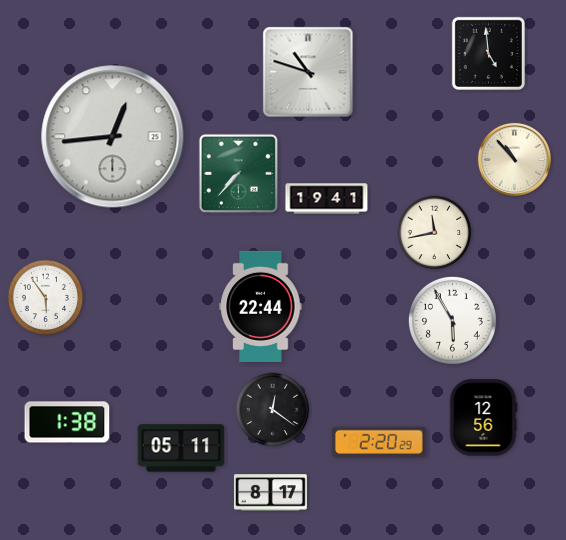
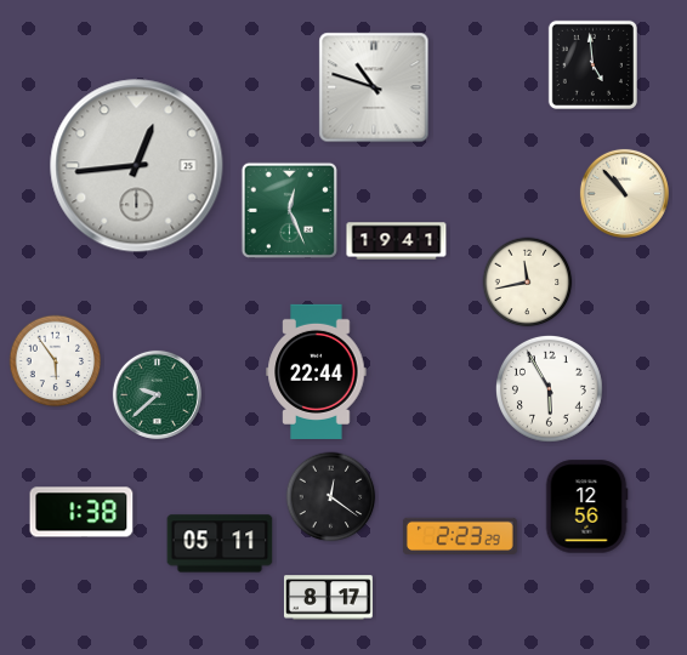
clock at (238, 173): 7:37 -> 12:26
clock at (157, 394): none -> 9:38
clock at (379, 442): 2:20 -> 2:23
